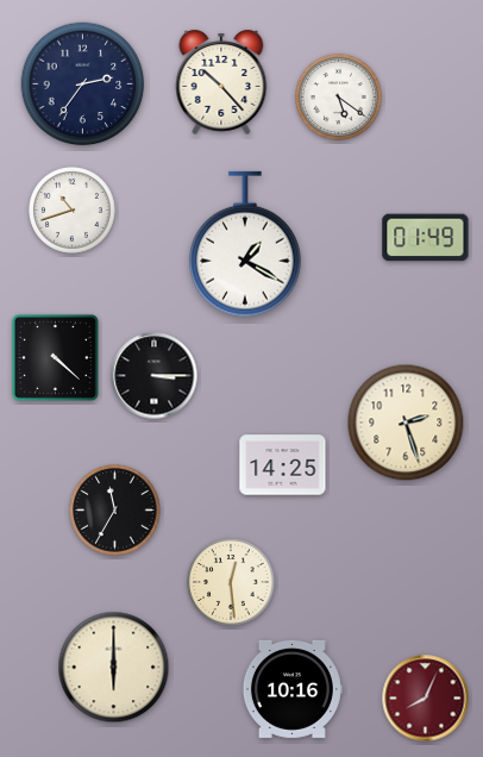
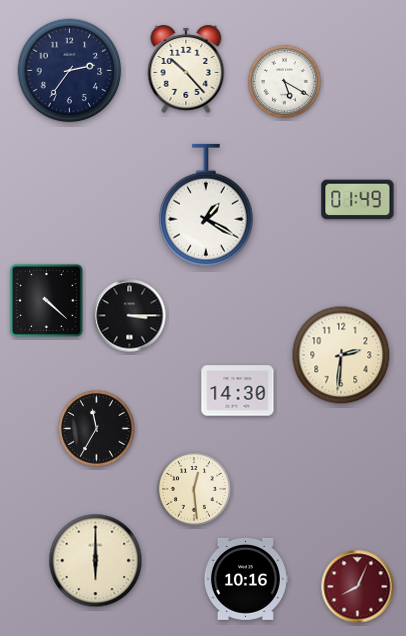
clock at (339, 98): 5:21 -> 5:20
clock at (73, 211): 10:42 -> none
clock at (406, 423): 2:27 -> 2:31
clock at (283, 465): 14:25 -> 14:30
